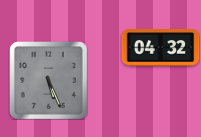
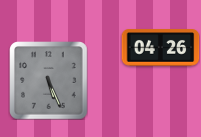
clock at (160, 48): 04:32 -> 04:26
